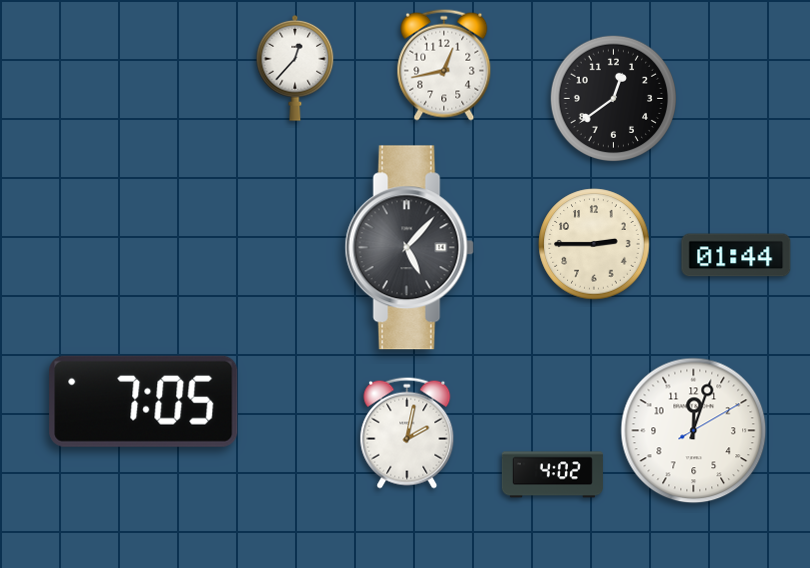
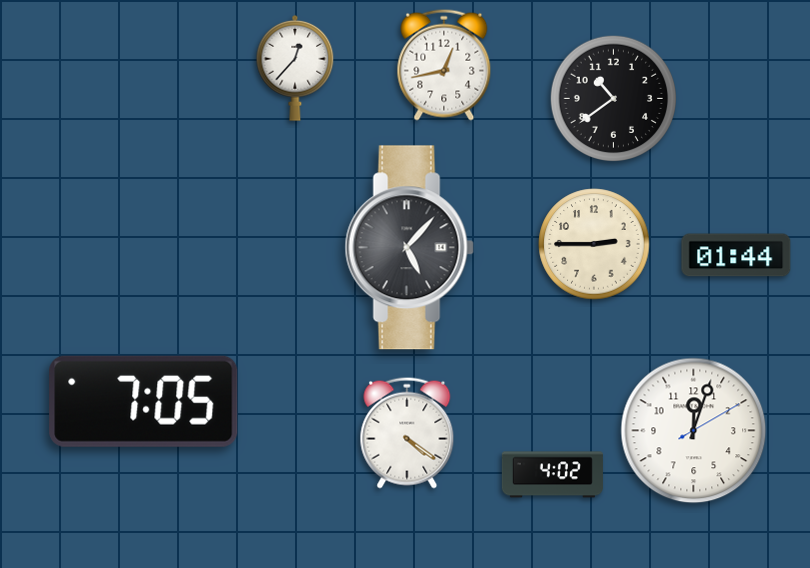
clock at (613, 98): 12:39 -> 10:39
clock at (407, 433): 2:02 -> 4:21
